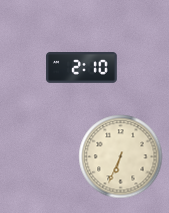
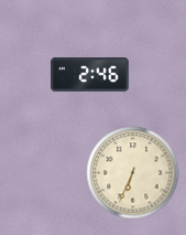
clock at (82, 68): 2:10 -> 2:46
